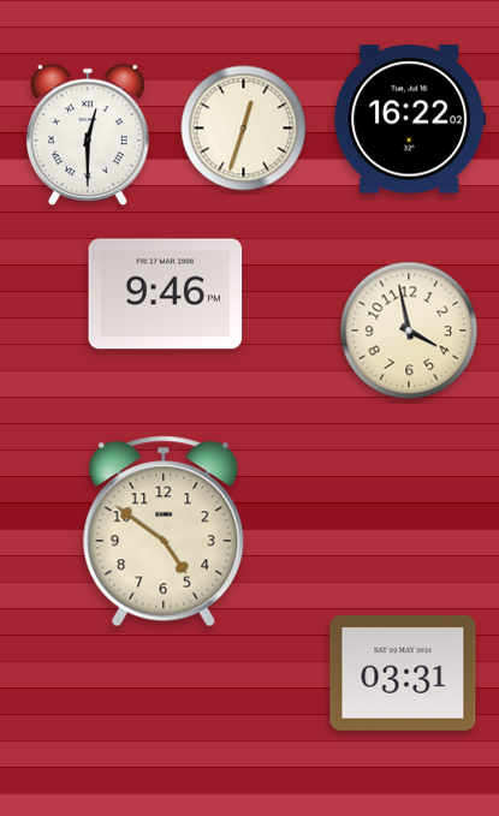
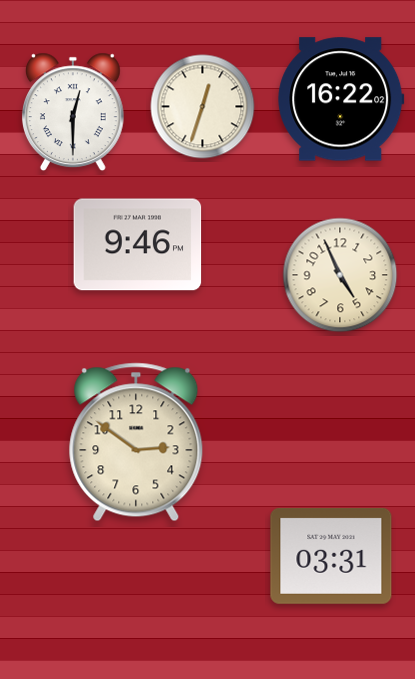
clock at (409, 330): 3:58 -> 4:56
clock at (164, 531): 4:51 -> 2:51
clock at (403, 673) position: (403, 673) -> (331, 556)
